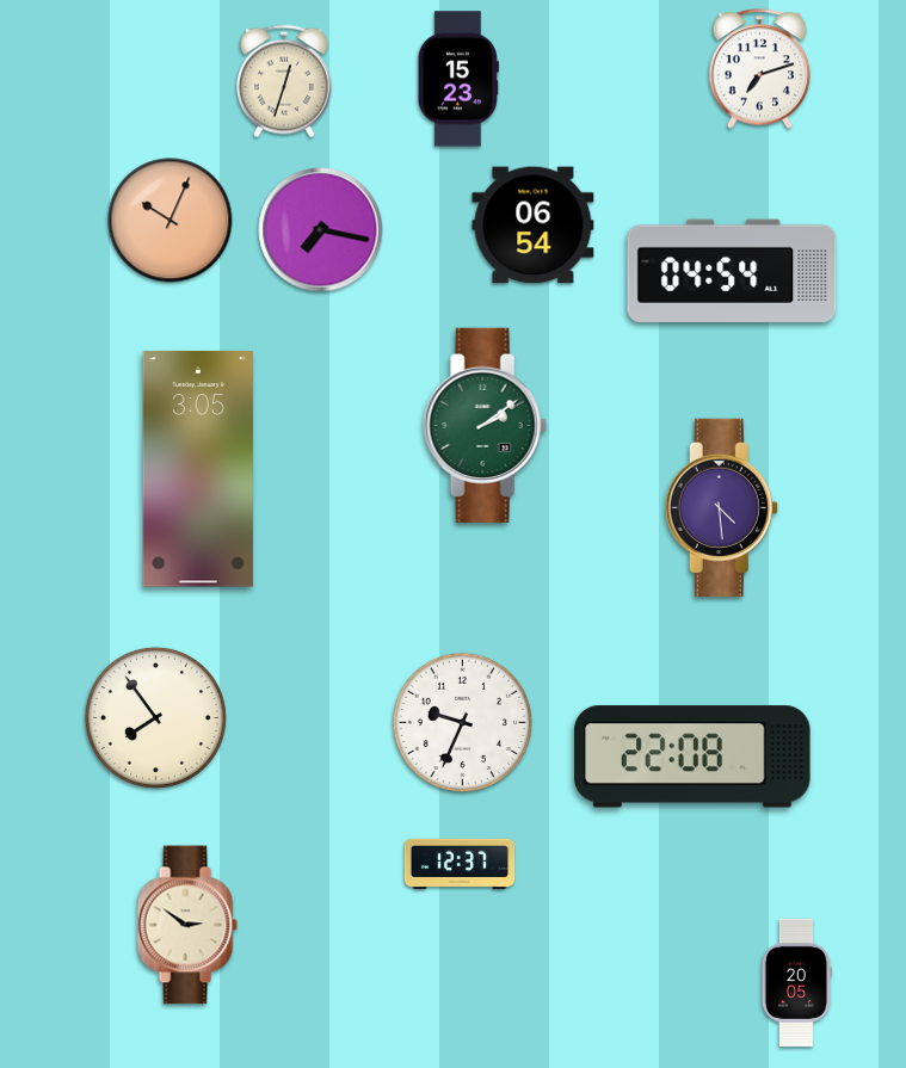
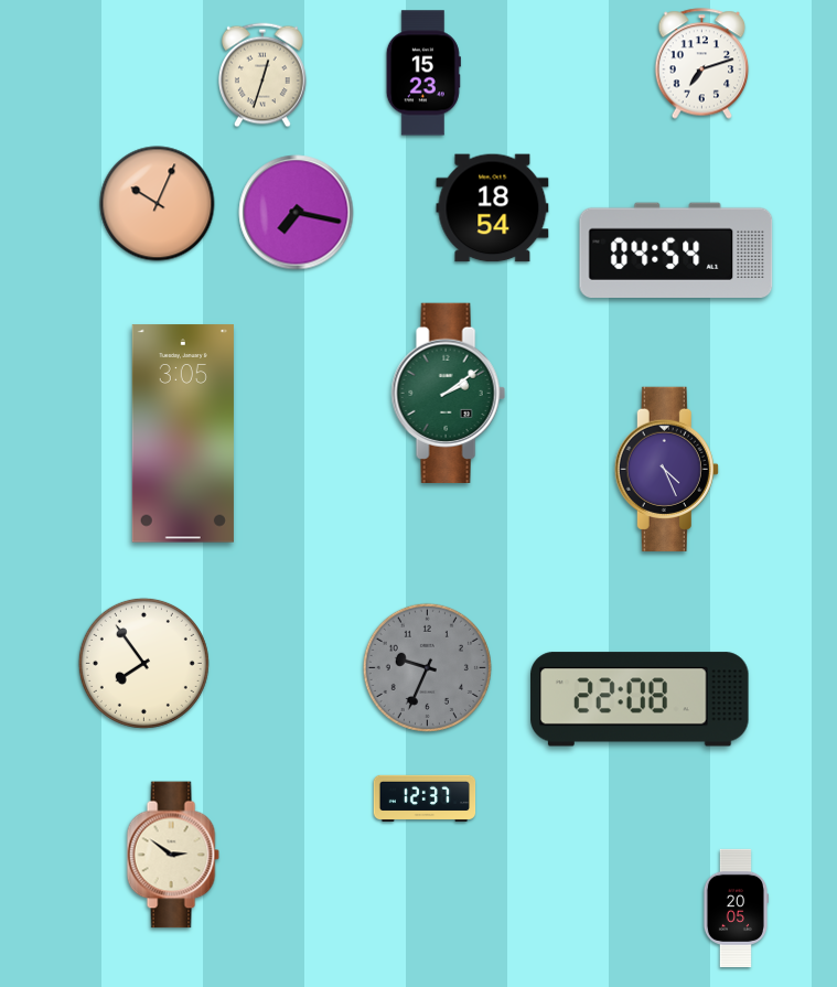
clock at (534, 226): 06:54 -> 18:54
clock at (721, 507): 4:29 -> 4:26
clock at (462, 722) dial: white -> grey
